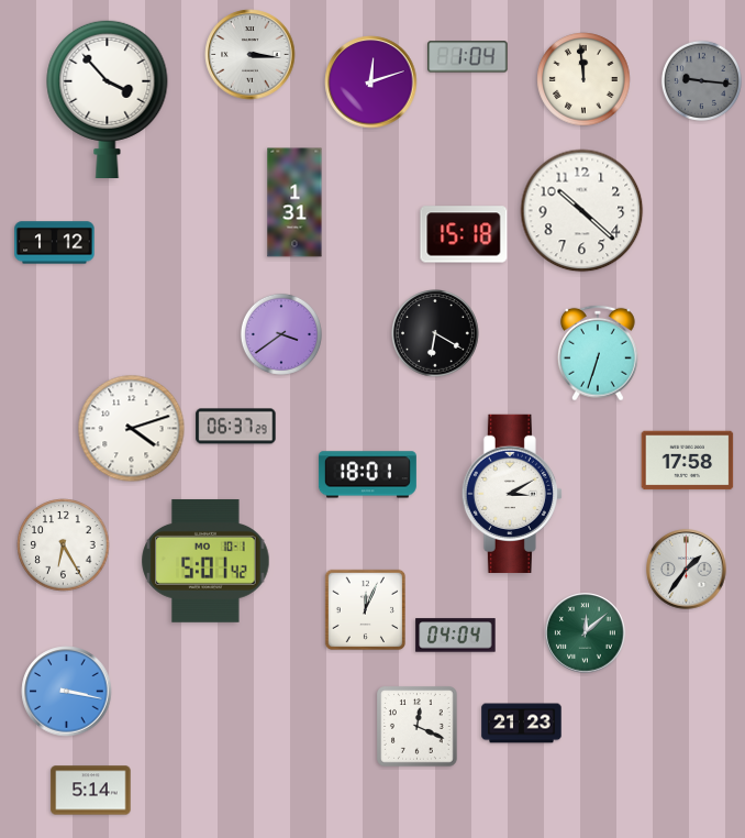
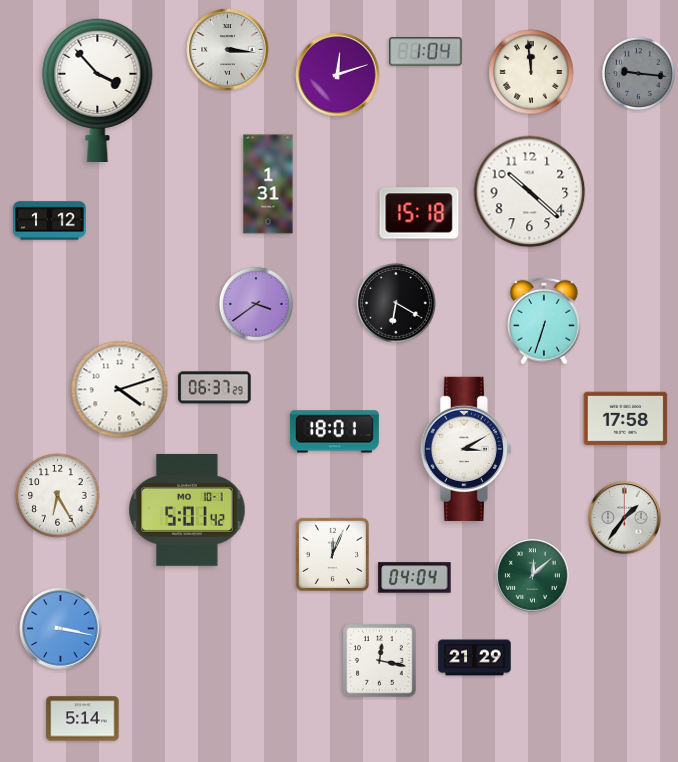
clock at (464, 234) position: (464, 234) -> (419, 213)
clock at (522, 724): 21:23 -> 21:29
clock at (418, 727): 12:19 -> 12:17
